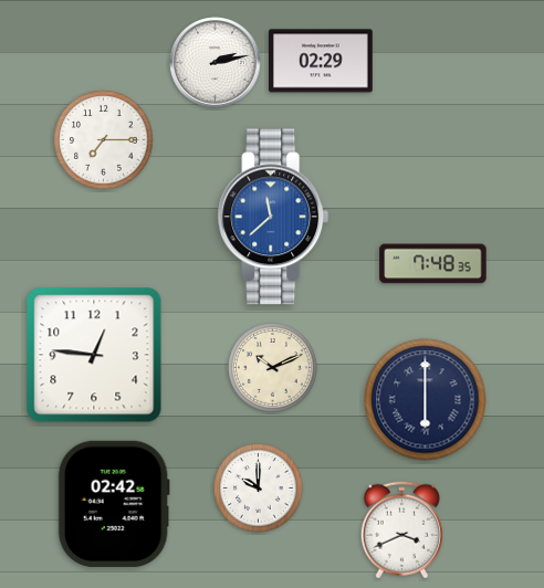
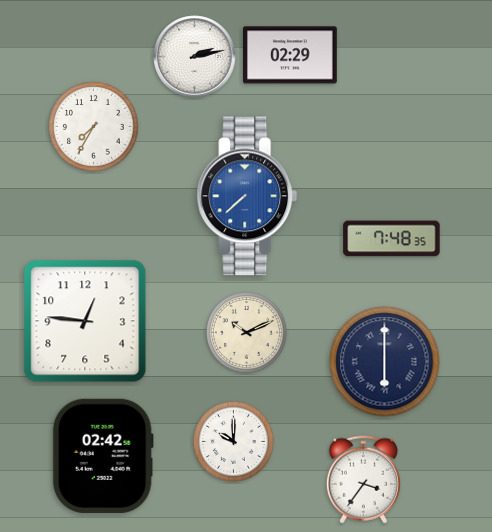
clock at (104, 140): 7:15 -> 7:35
clock at (273, 217): 11:38 -> 7:38
clock at (401, 531): 3:41 -> 3:36
